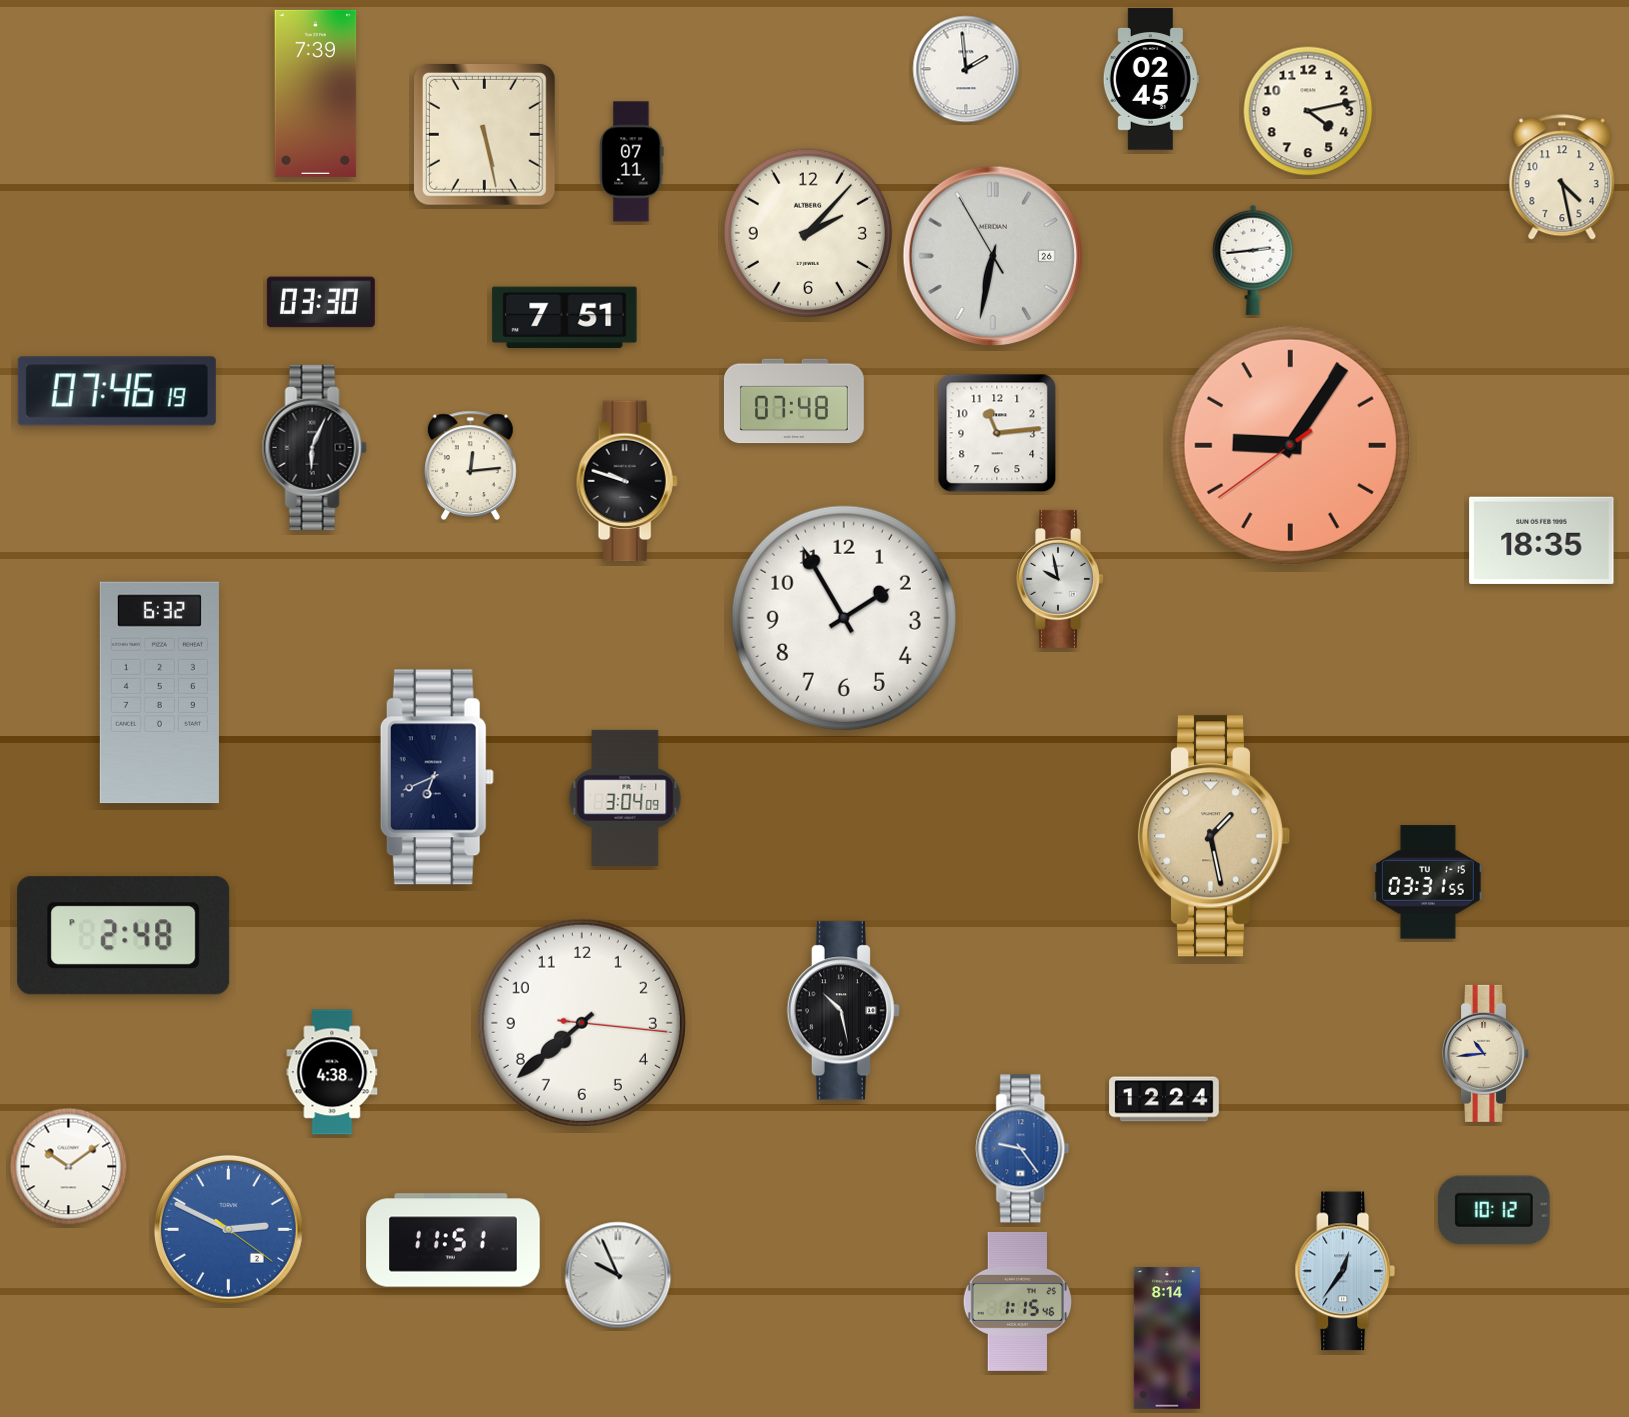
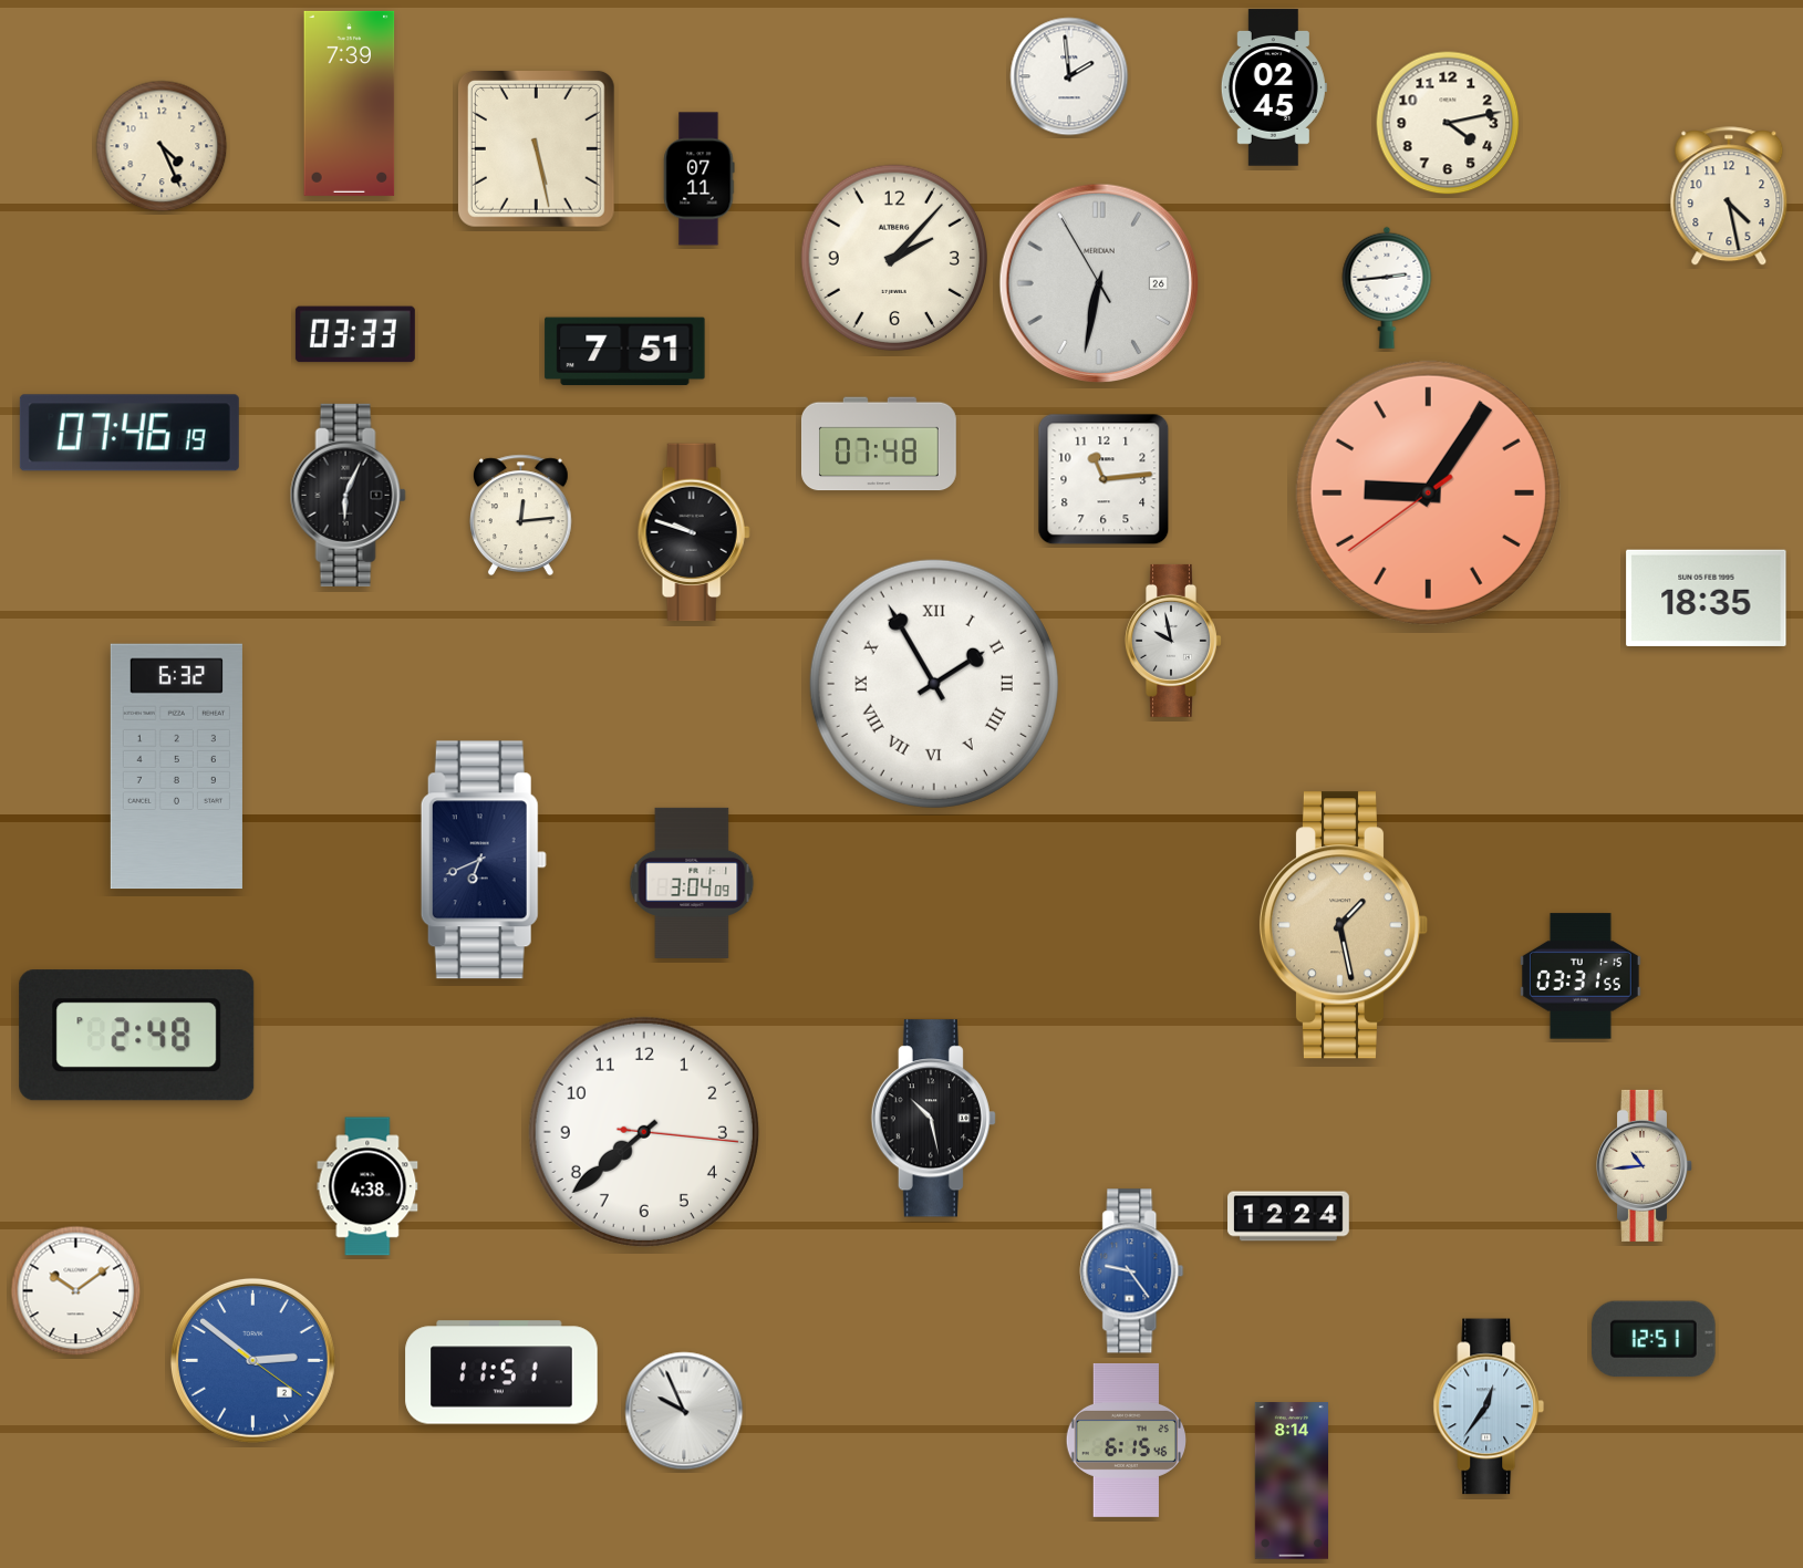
clock at (162, 146): none -> 4:26
clock at (321, 302): 03:30 -> 03:33
clock at (844, 618) numerals: Arabic -> Roman
clock at (1495, 1210): 10:12 -> 12:51
clock at (228, 1229): 2:49 -> 2:51
clock at (1017, 1301): 1:15 -> 6:15
